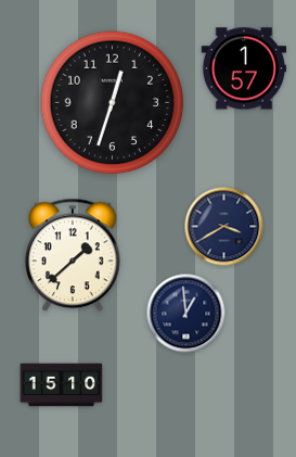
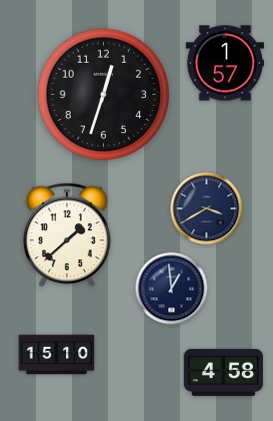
clock at (223, 372): none -> 4:58
